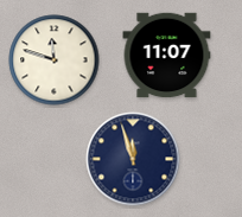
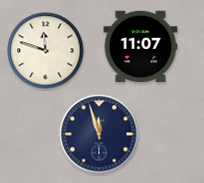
clock at (133, 159) position: (133, 159) -> (99, 134)
